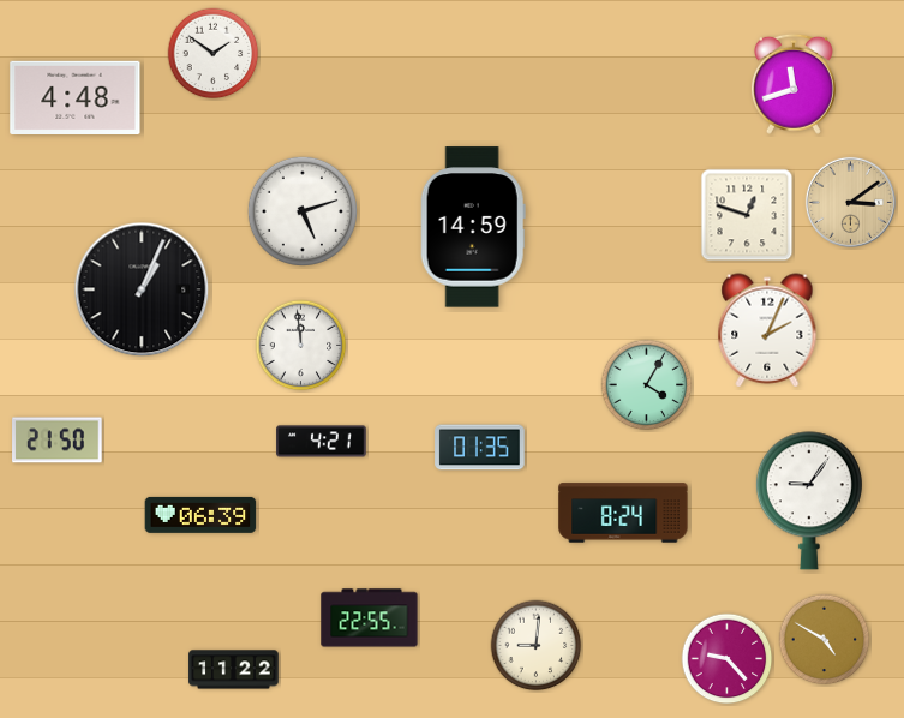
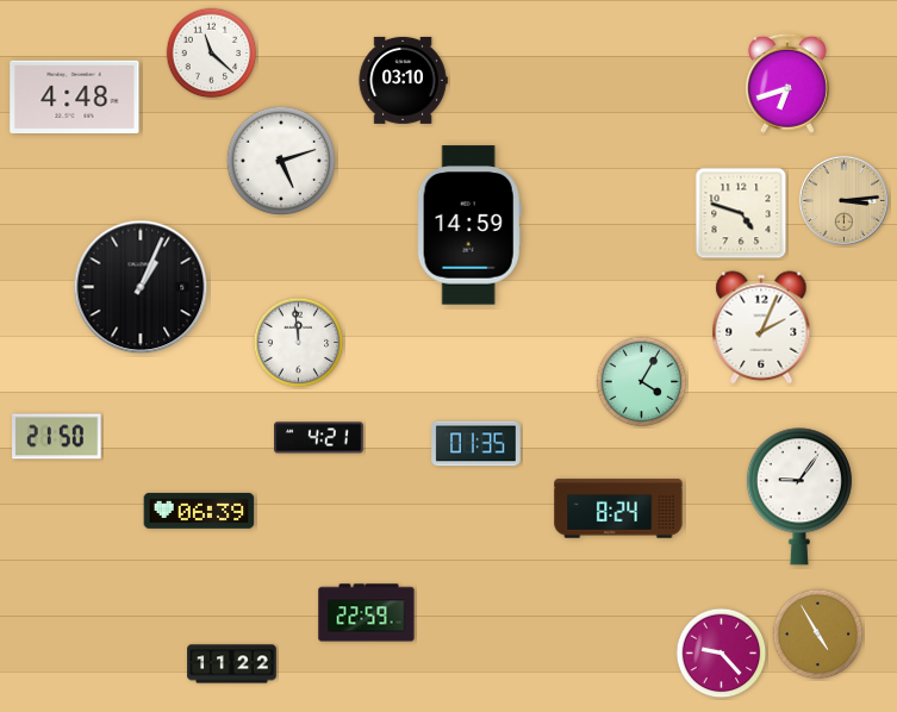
clock at (214, 54): 1:51 -> 11:22
clock at (403, 80): none -> 03:10
clock at (794, 84): 11:42 -> 6:42
clock at (850, 202): 3:09 -> 3:14
clock at (301, 210) position: (301, 210) -> (280, 160)
clock at (747, 215): 12:48 -> 4:48
clock at (809, 501) position: (809, 501) -> (799, 496)
clock at (370, 618): 22:55 -> 22:59
clock at (825, 640): 4:50 -> 4:55
clock at (537, 646): 9:01 -> none
